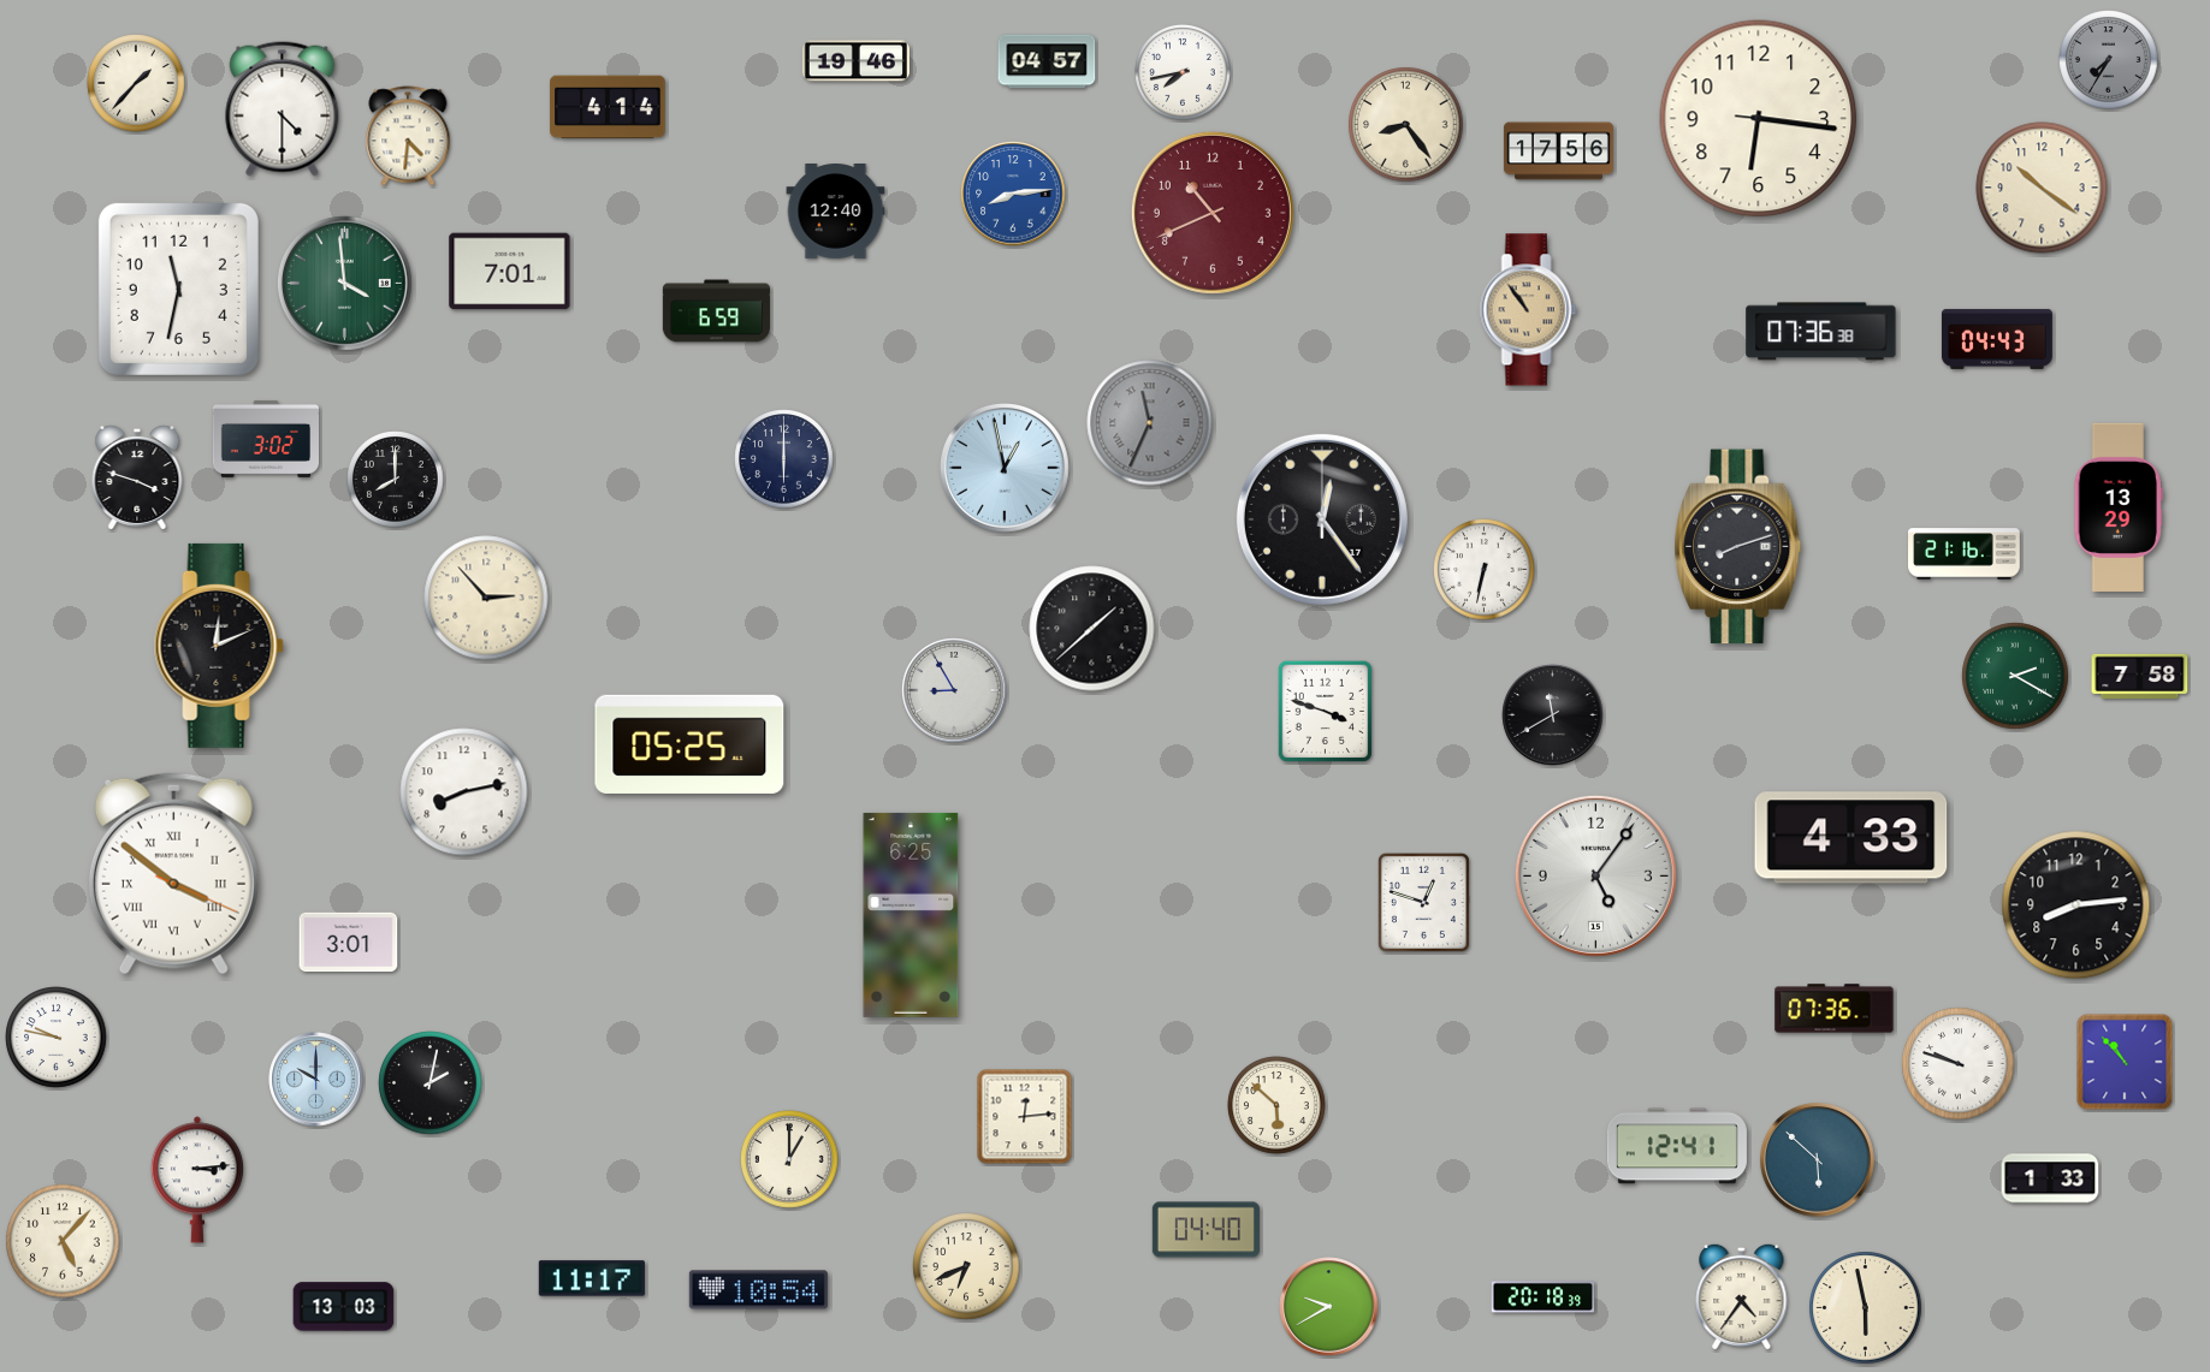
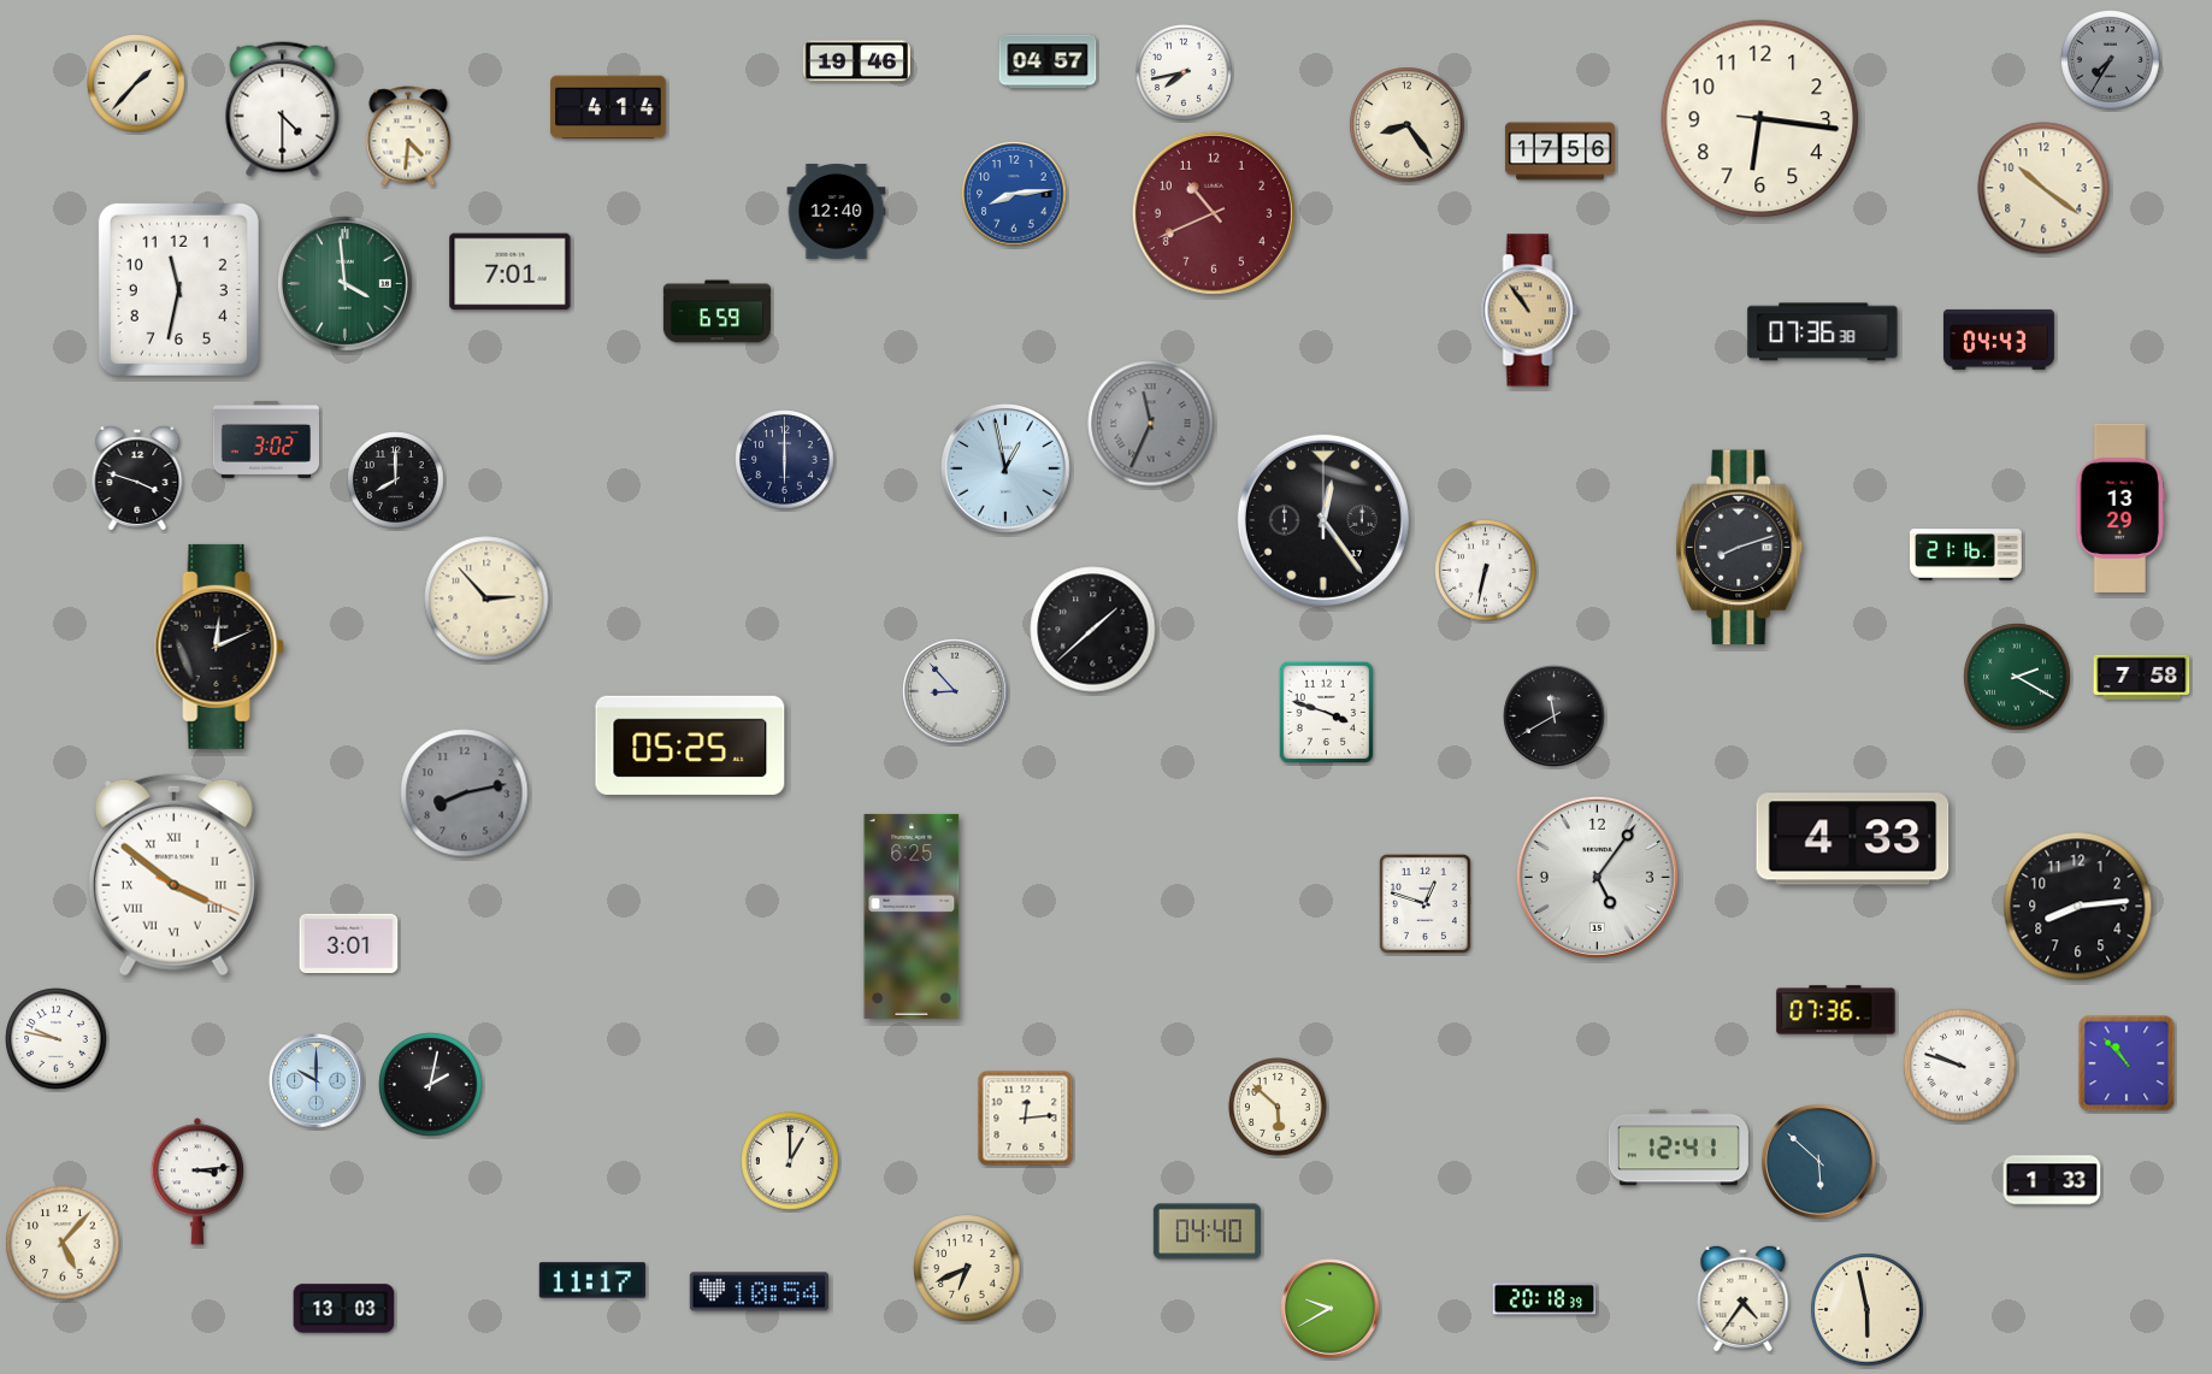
clock at (954, 690): 8:55 -> 8:53
clock at (464, 792) dial: white -> grey
